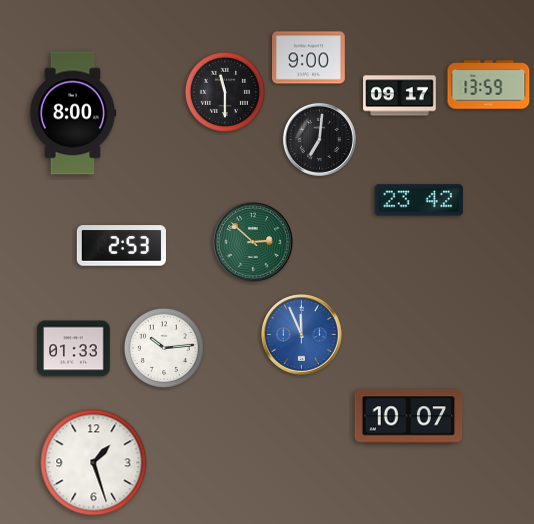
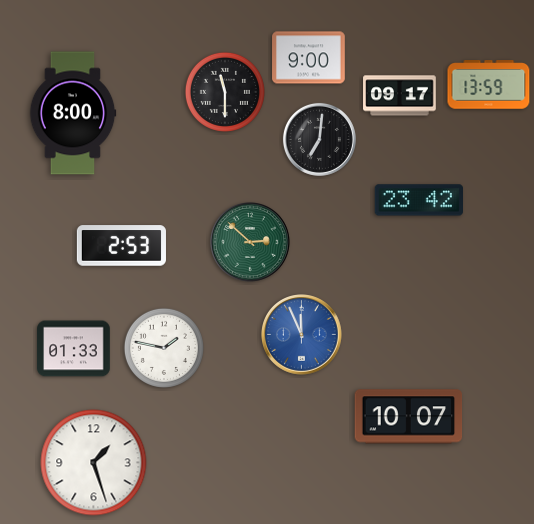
clock at (254, 243) position: (254, 243) -> (251, 243)
clock at (164, 348): 10:14 -> 1:47
